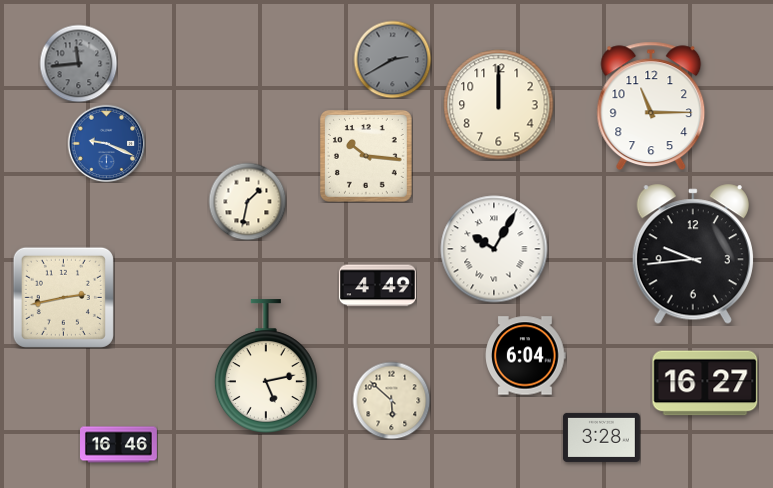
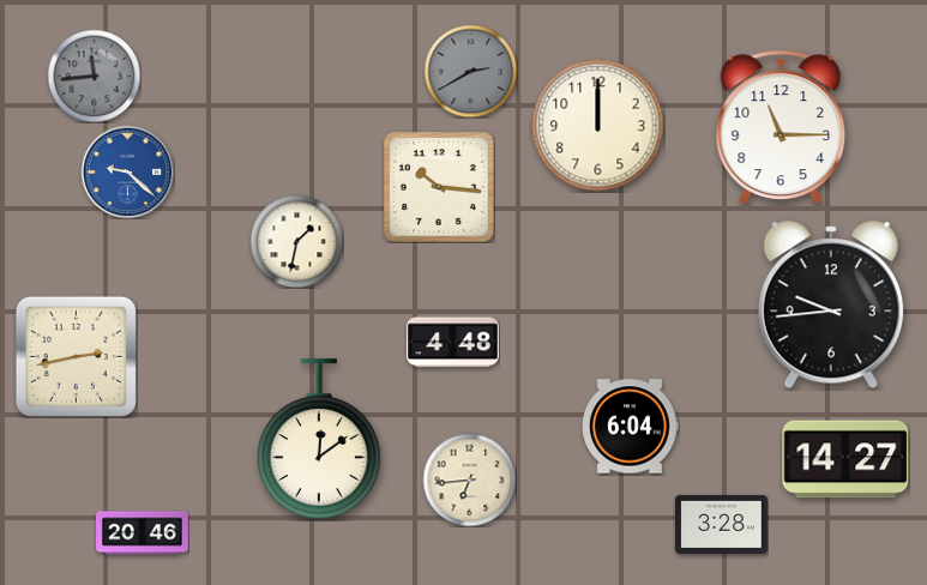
clock at (106, 143): 9:19 -> 9:22
clock at (494, 249): 10:05 -> none
clock at (377, 286): 4:49 -> 4:48
clock at (266, 366): 5:13 -> 12:09
clock at (705, 383): 16:27 -> 14:27
clock at (391, 400): 5:52 -> 6:44
clock at (119, 445): 16:46 -> 20:46
